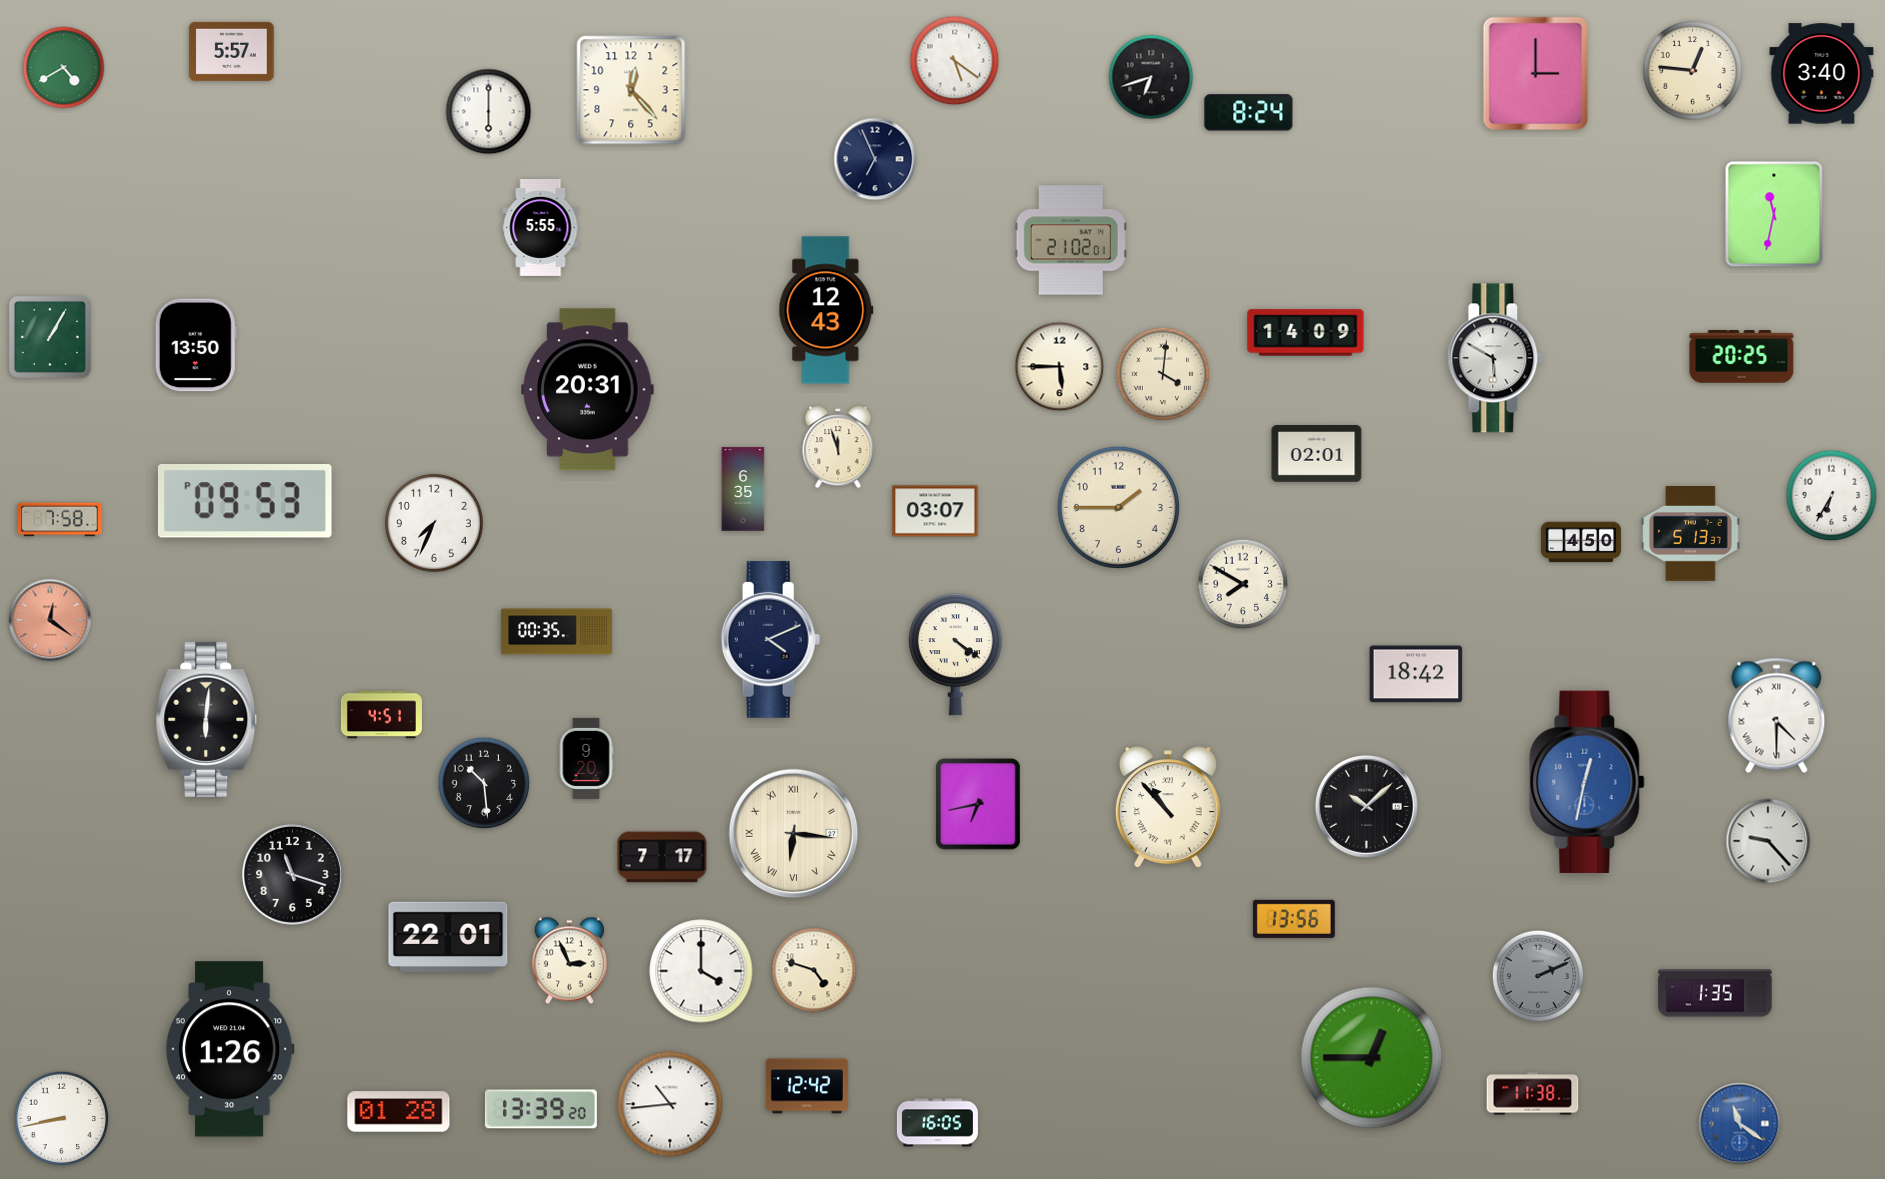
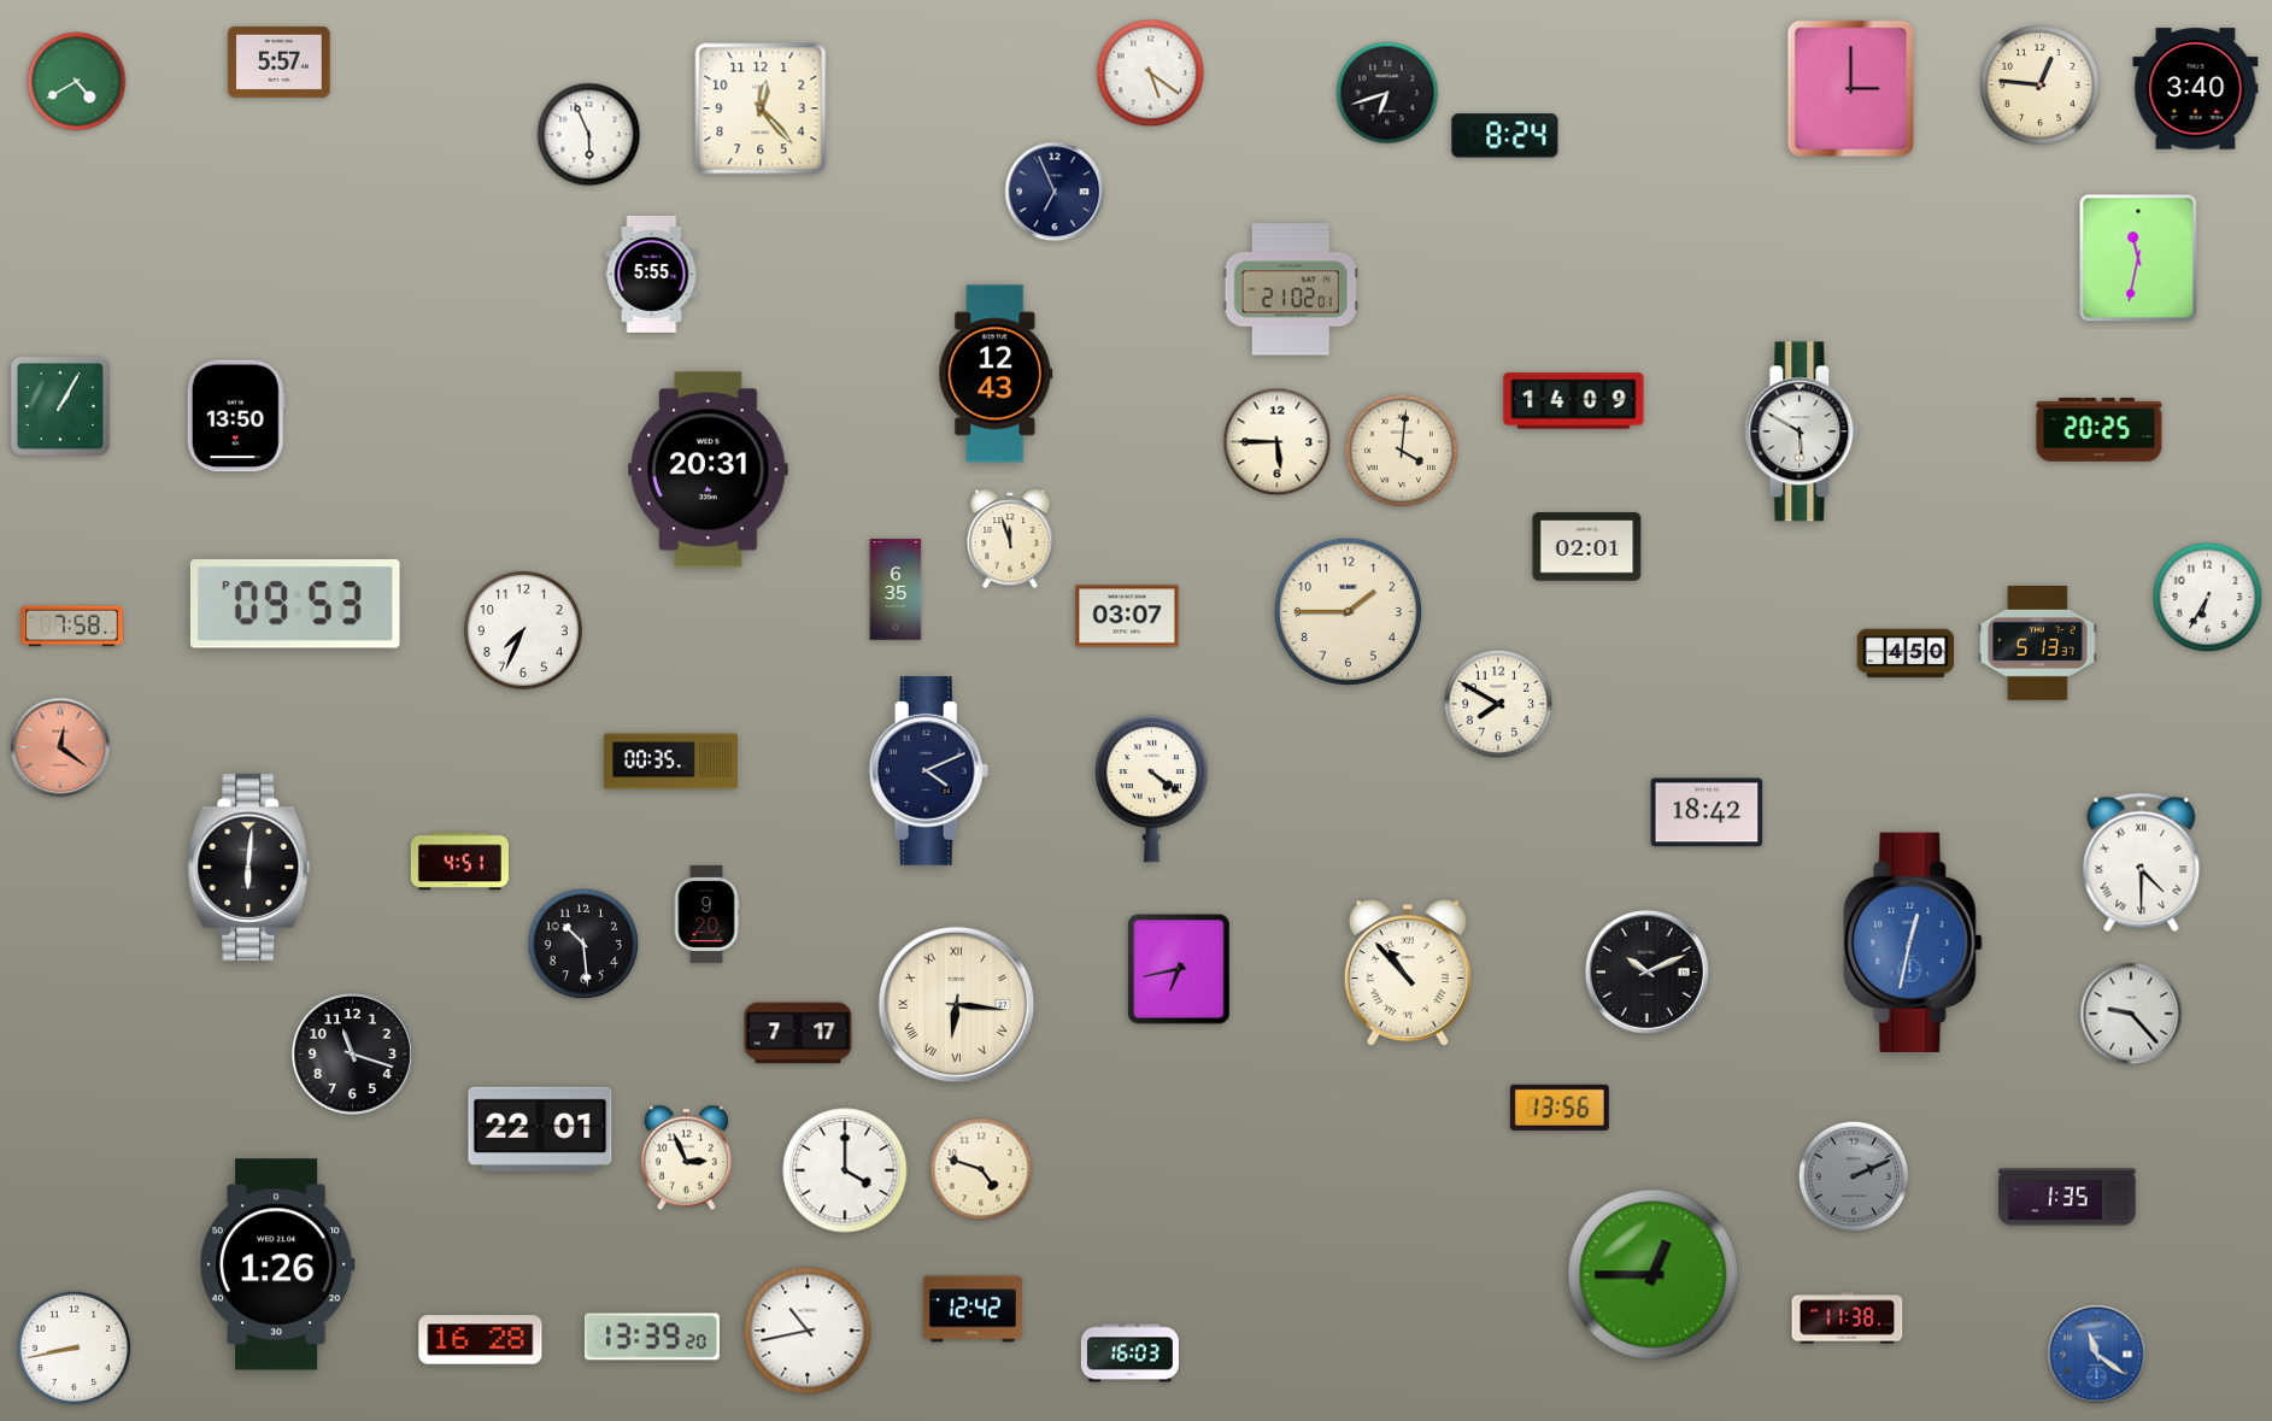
clock at (489, 112): 6:00 -> 5:56
clock at (1366, 806): 10:08 -> 10:11
clock at (670, 1104): 10:44 -> 10:43
clock at (399, 1112): 01:28 -> 16:28
clock at (937, 1123): 16:05 -> 16:03
